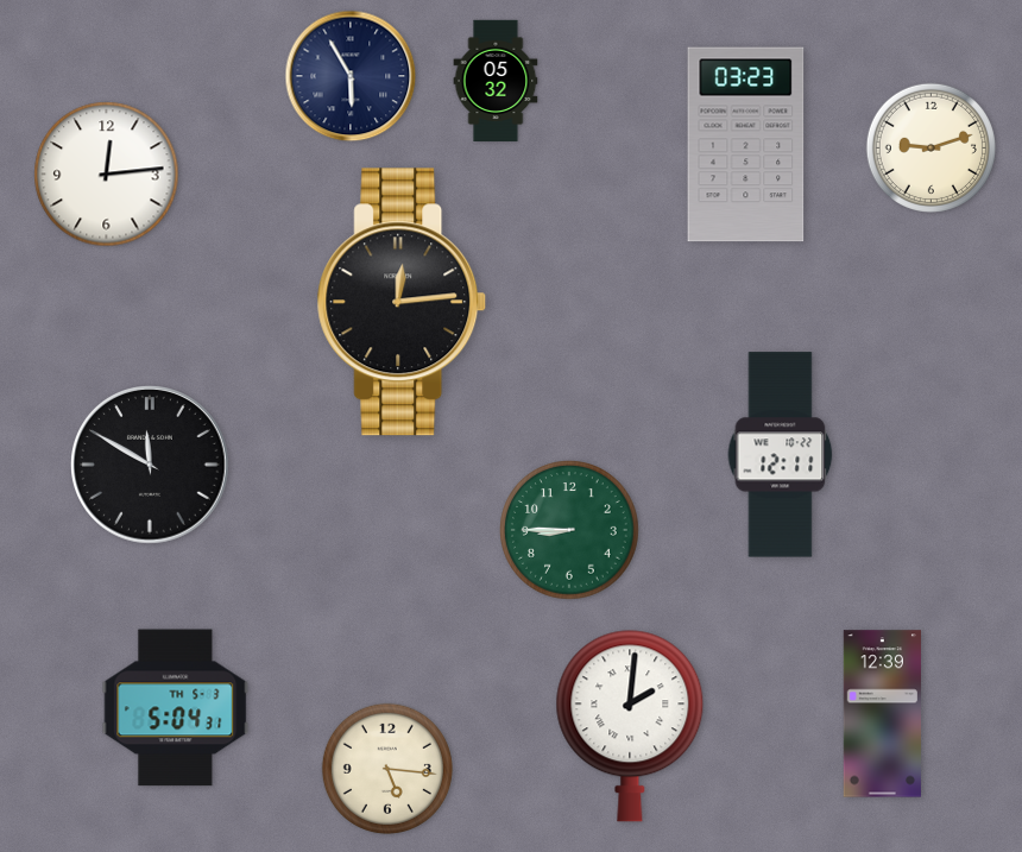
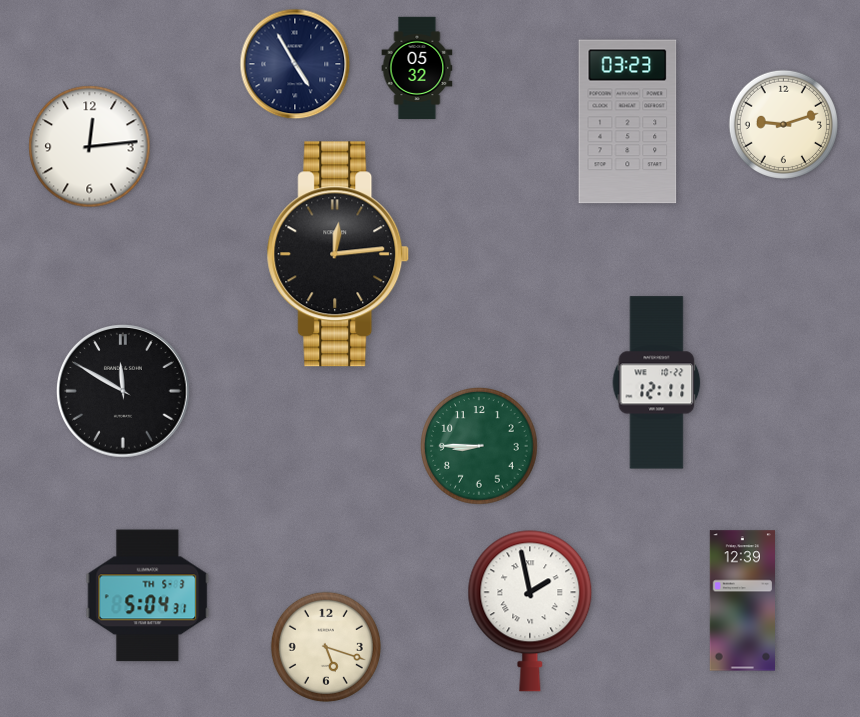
clock at (351, 76): 5:55 -> 4:55
clock at (150, 465) position: (150, 465) -> (123, 391)
clock at (630, 726): 2:01 -> 1:58
clock at (387, 769): 5:16 -> 5:18
